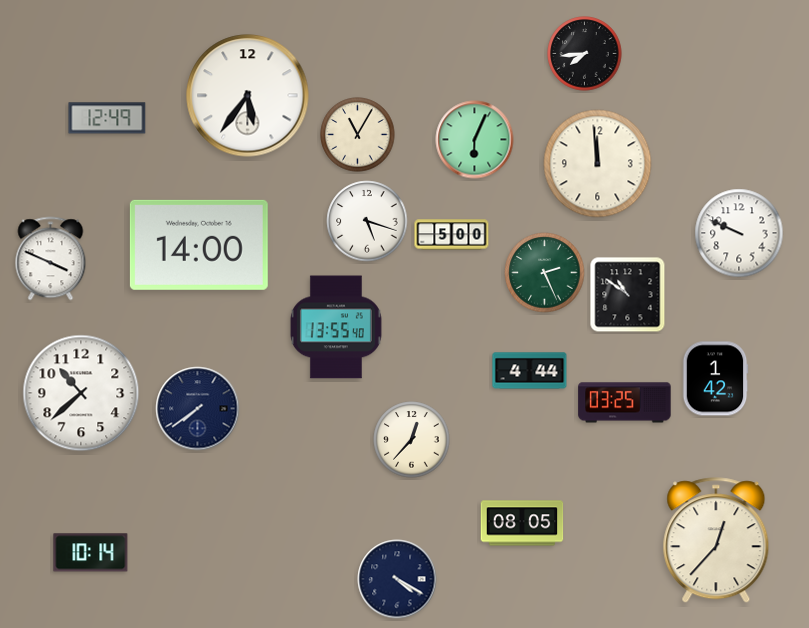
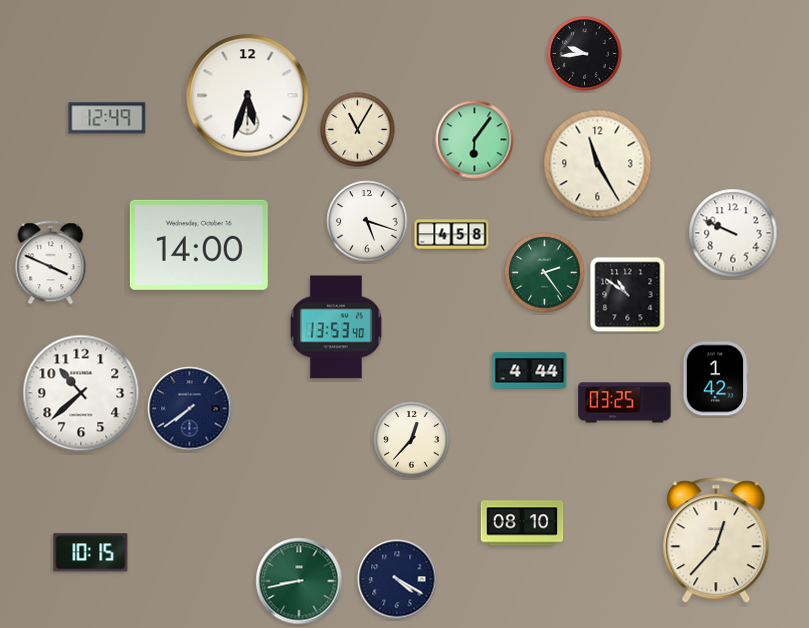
clock at (585, 54): 7:44 -> 9:44
clock at (248, 96): 5:36 -> 5:33
clock at (358, 135) position: (358, 135) -> (358, 130)
clock at (475, 140): 6:04 -> 6:06
clock at (598, 164): 11:59 -> 11:25
clock at (739, 233) position: (739, 233) -> (733, 233)
clock at (452, 235): 5:00 -> 4:58
clock at (51, 259) position: (51, 259) -> (51, 263)
clock at (545, 273): 2:26 -> 2:24
clock at (336, 327): 13:55 -> 13:53
clock at (198, 409) position: (198, 409) -> (190, 409)
clock at (522, 523): 08:05 -> 08:10
clock at (91, 553): 10:14 -> 10:15
clock at (299, 581): none -> 8:43
